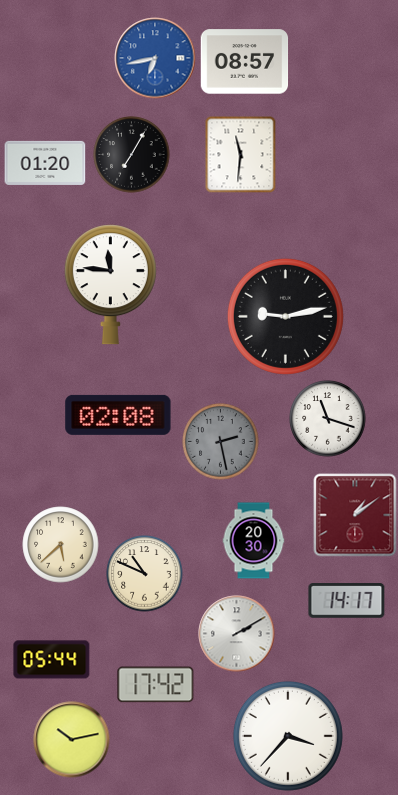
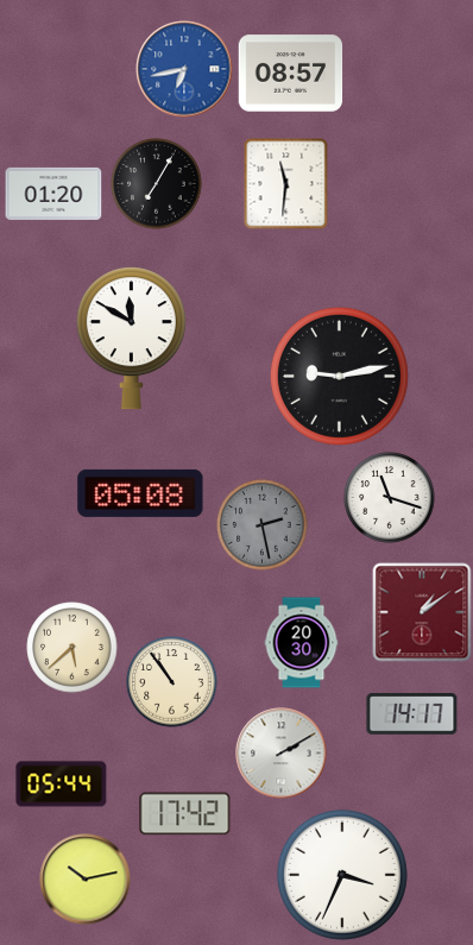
clock at (110, 285): 11:46 -> 11:50
clock at (118, 415): 02:08 -> 05:08
clock at (145, 574): 10:49 -> 10:54
clock at (288, 736): 3:37 -> 3:34
